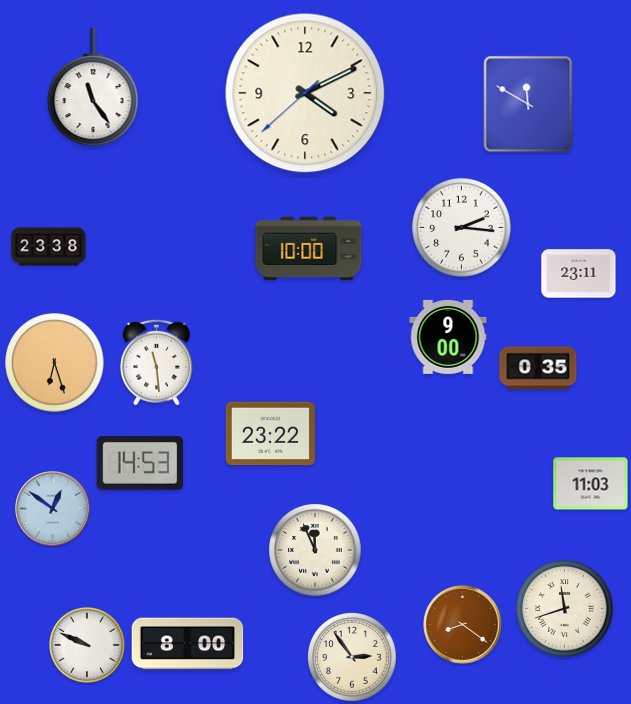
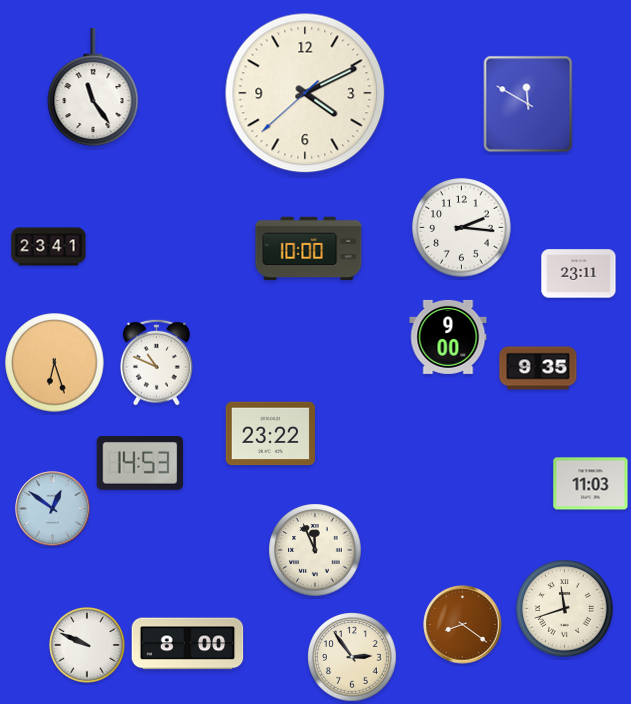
clock at (49, 247): 23:38 -> 23:41
clock at (156, 362): 11:29 -> 10:49
clock at (538, 368): 0:35 -> 9:35
